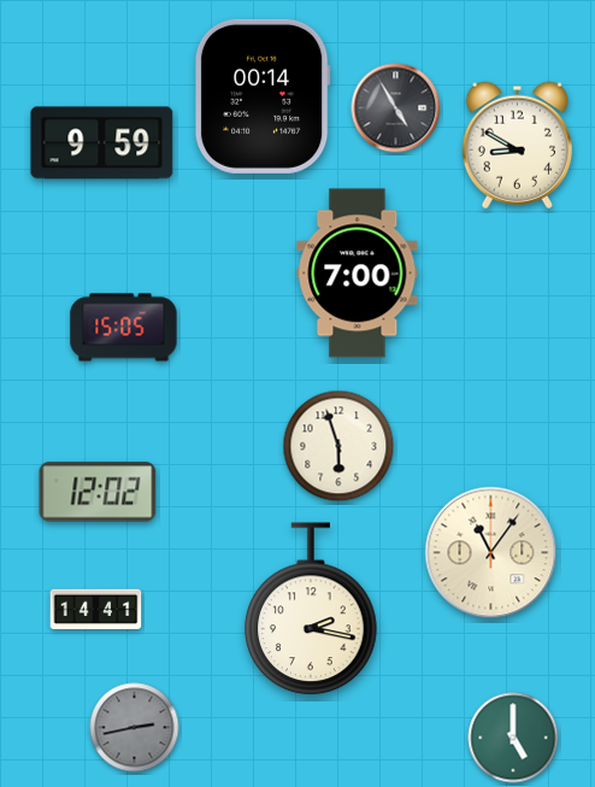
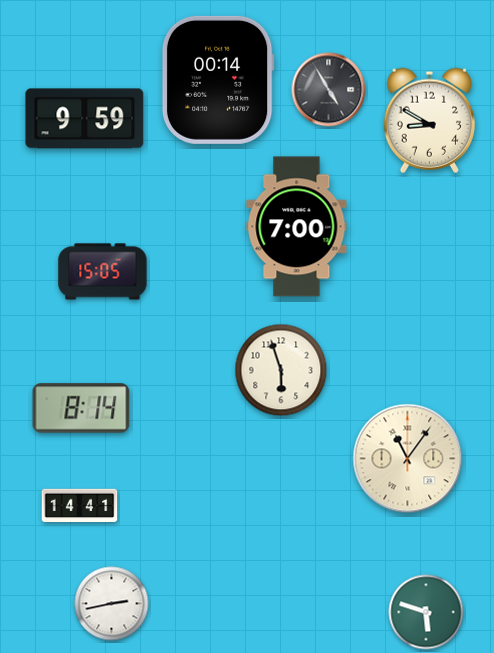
clock at (98, 492): 12:02 -> 8:14
clock at (311, 610): 2:17 -> none
clock at (135, 728) dial: grey -> white
clock at (513, 738): 5:00 -> 5:48
